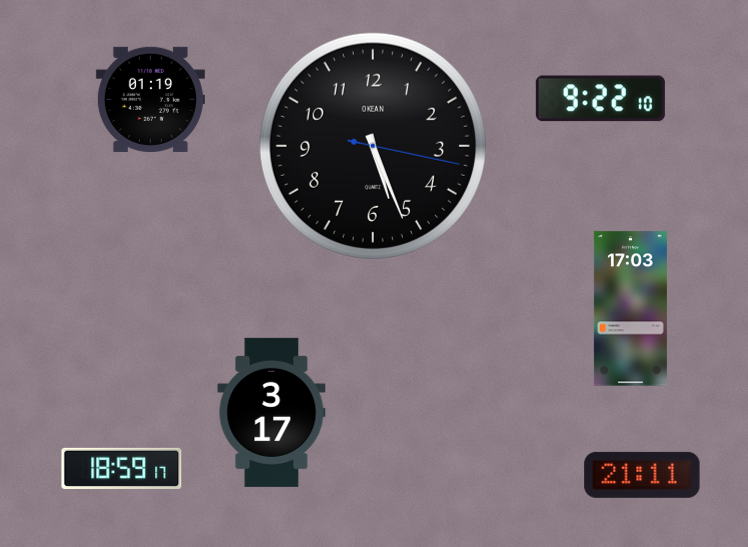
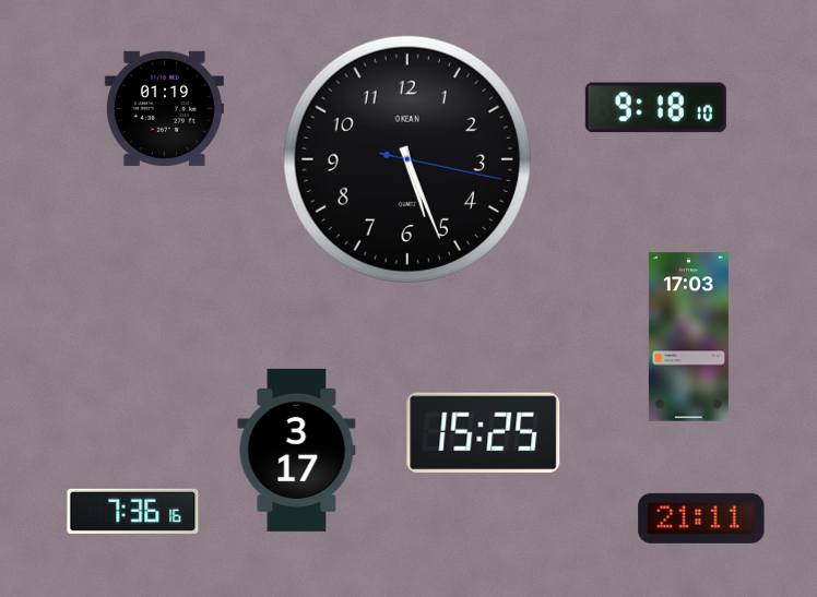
clock at (600, 99): 9:22 -> 9:18
clock at (484, 433): none -> 15:25
clock at (122, 468): 18:59 -> 7:36
